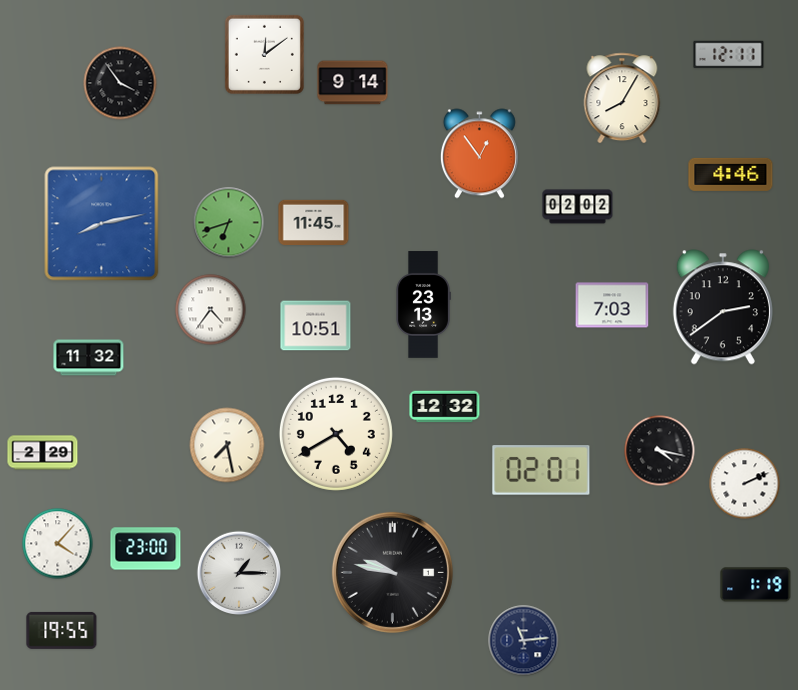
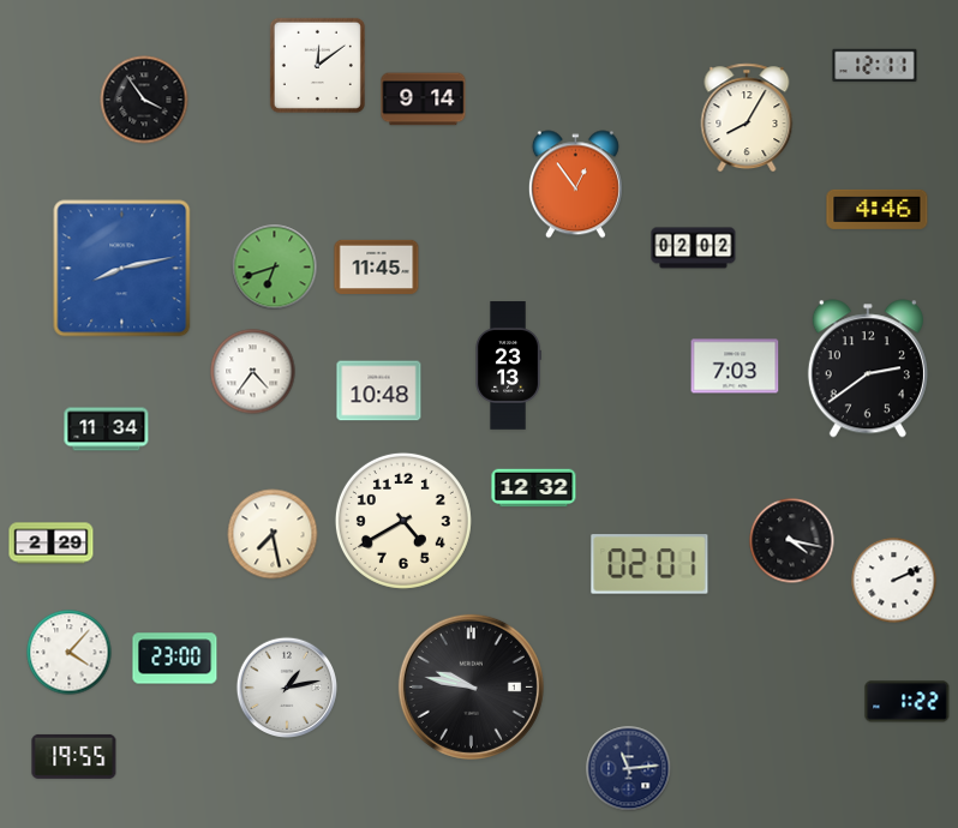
clock at (316, 326): 10:51 -> 10:48
clock at (89, 358): 11:32 -> 11:34
clock at (238, 572): 1:15 -> 1:13
clock at (756, 585): 1:19 -> 1:22
